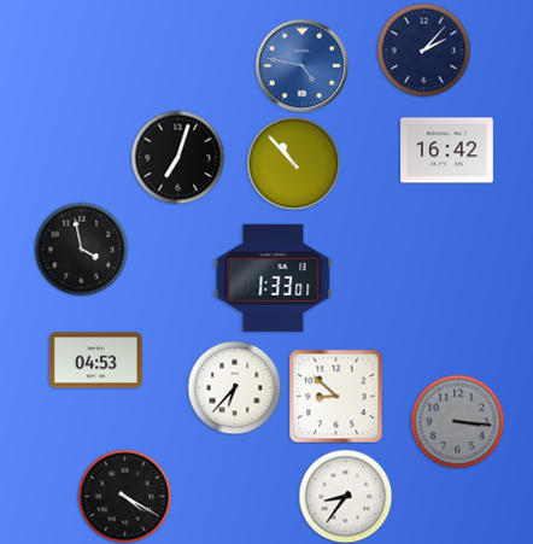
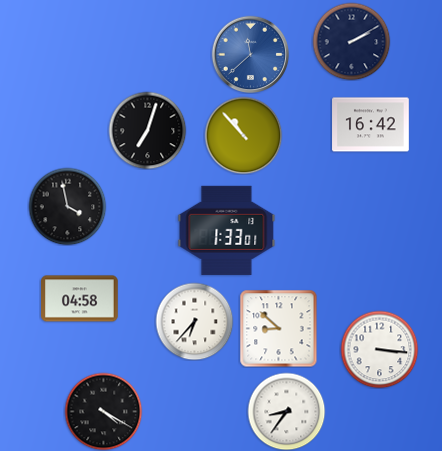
clock at (423, 49): 2:07 -> 2:10
clock at (301, 65): 4:47 -> 11:38
clock at (96, 361): 04:53 -> 04:58
clock at (457, 421) dial: grey -> white
